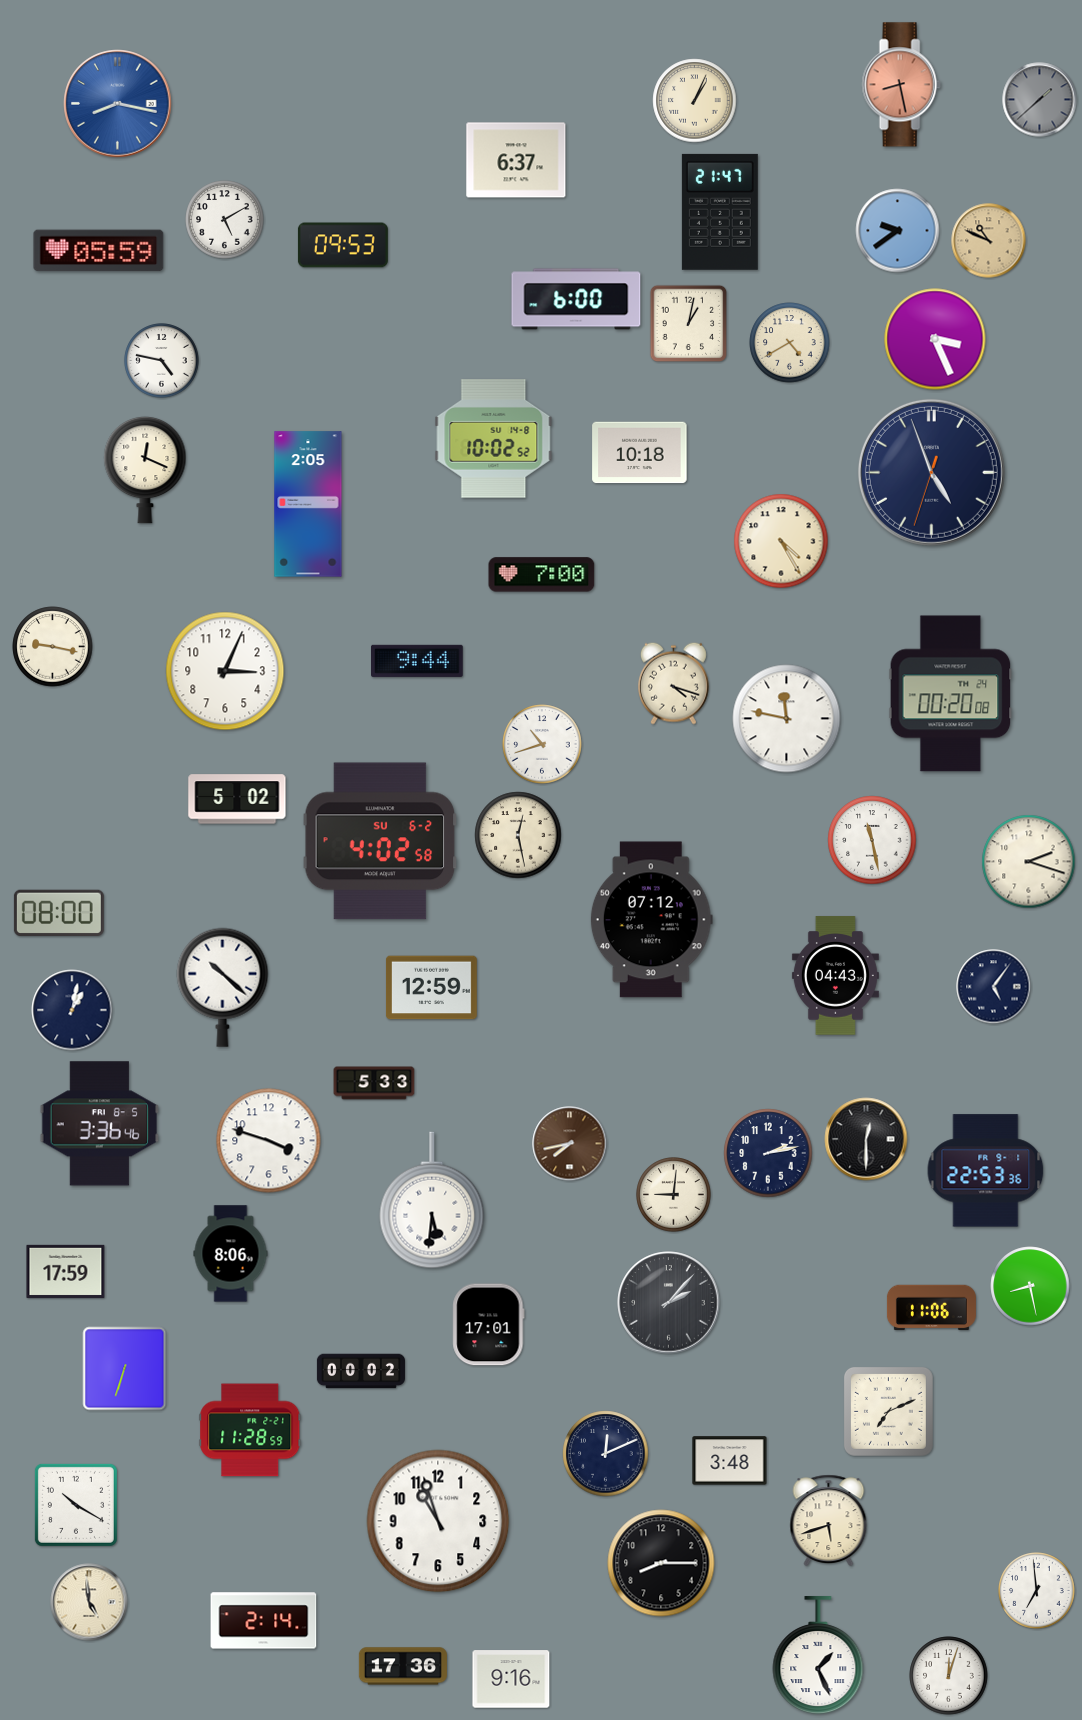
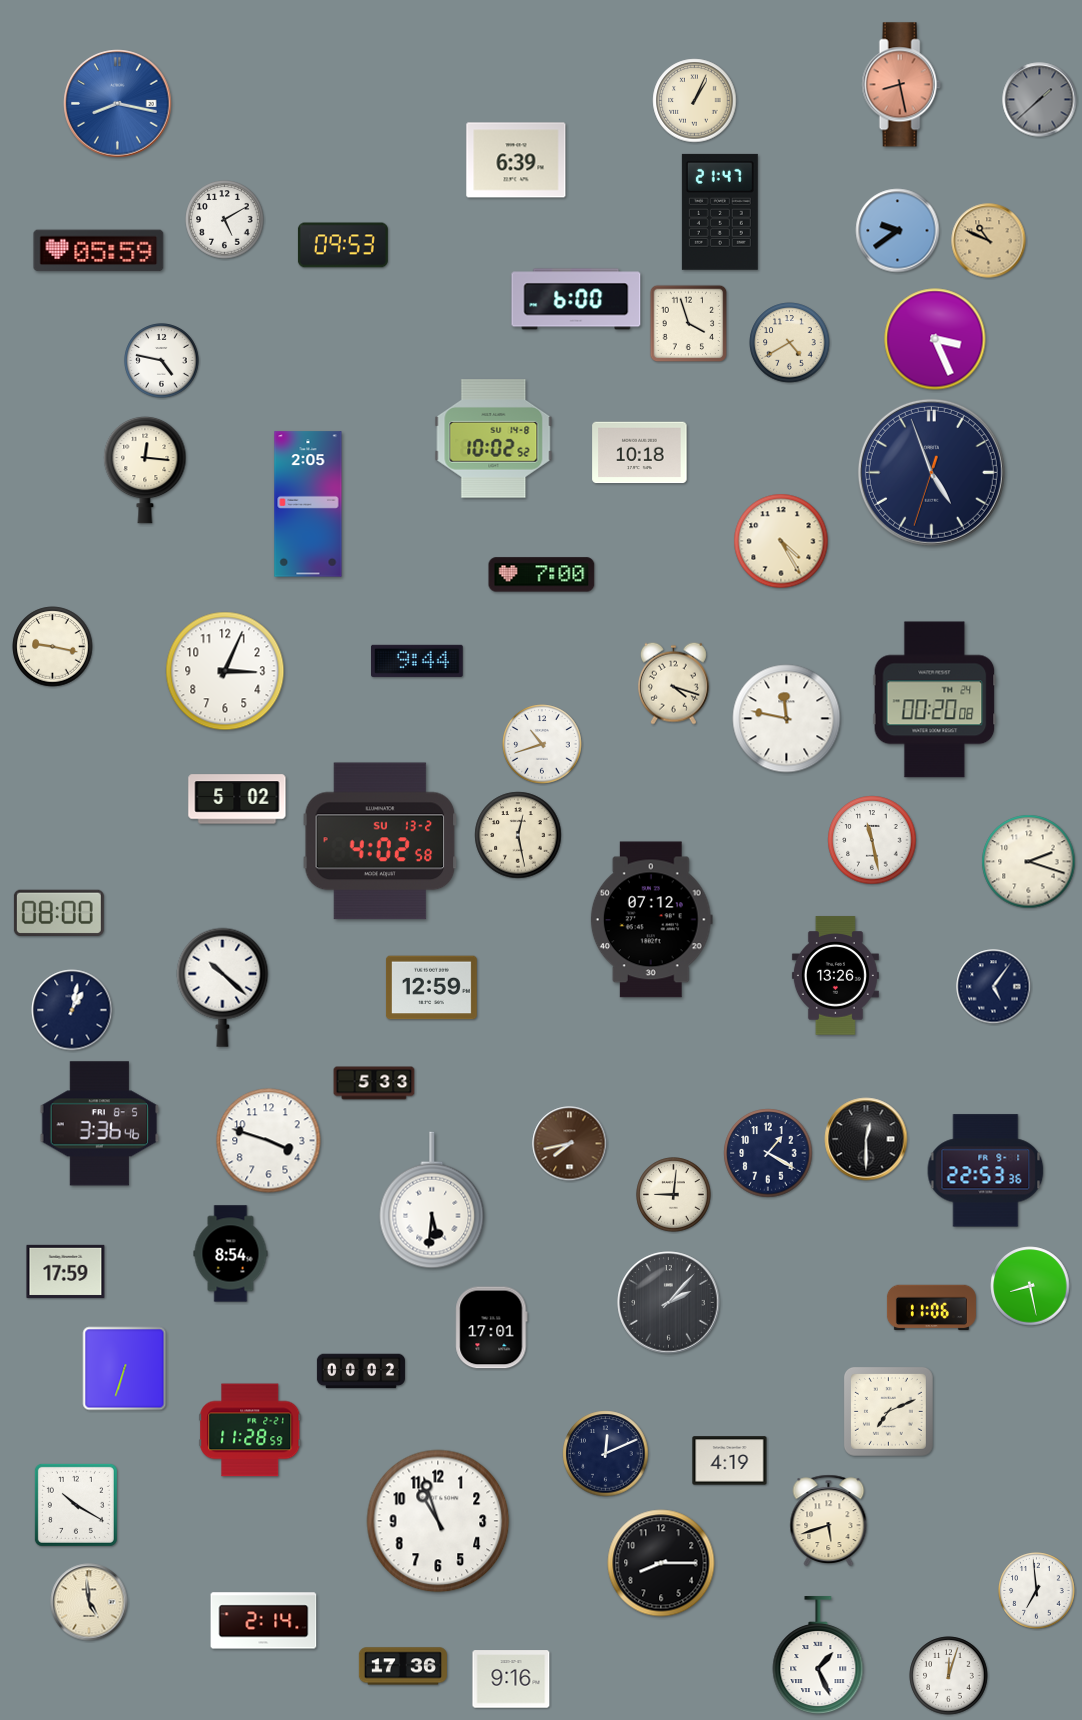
clock at (516, 160): 6:37 -> 6:39
clock at (689, 324): 1:02 -> 3:57
clock at (145, 470): 12:19 -> 12:16
clock at (951, 694) position: (951, 694) -> (935, 700)
clock at (380, 841) date: SU 6-2 -> SU 13-2
clock at (835, 976): 04:43 -> 13:26
clock at (768, 1153): 2:13 -> 1:20
clock at (231, 1254): 8:06 -> 8:54
clock at (489, 1325) position: (489, 1325) -> (492, 1328)
clock at (730, 1461): 3:48 -> 4:19
